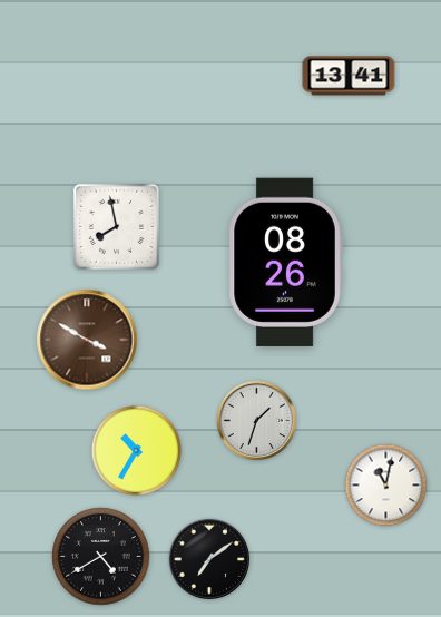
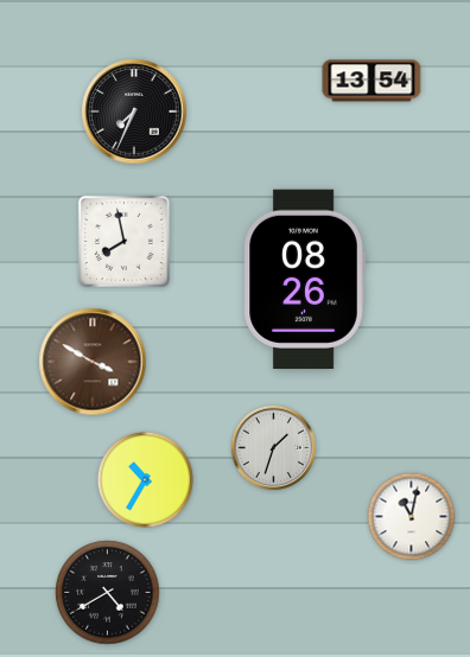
clock at (349, 76): 13:41 -> 13:54
clock at (134, 111): none -> 7:34
clock at (208, 558): 7:09 -> none
